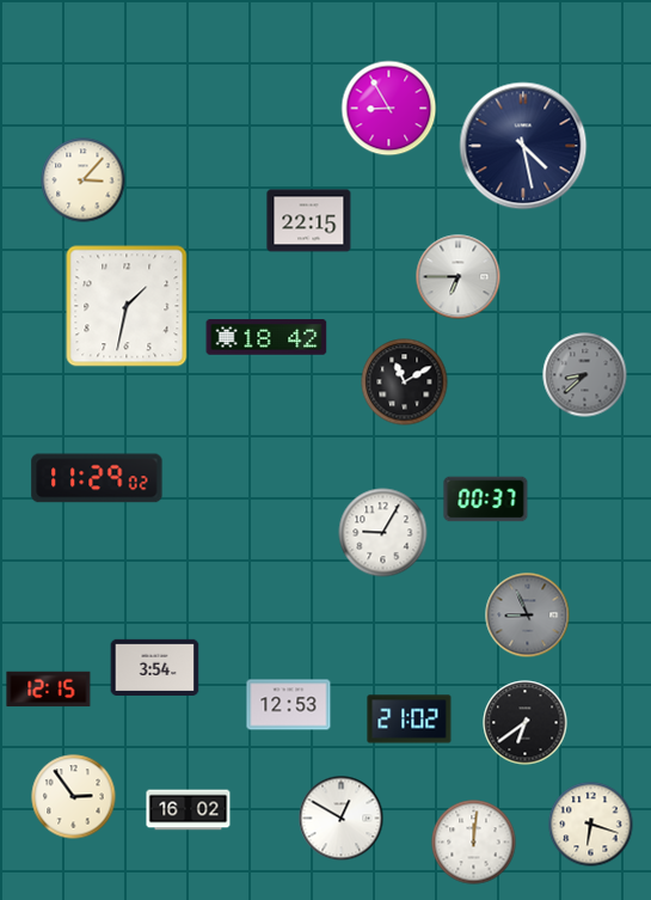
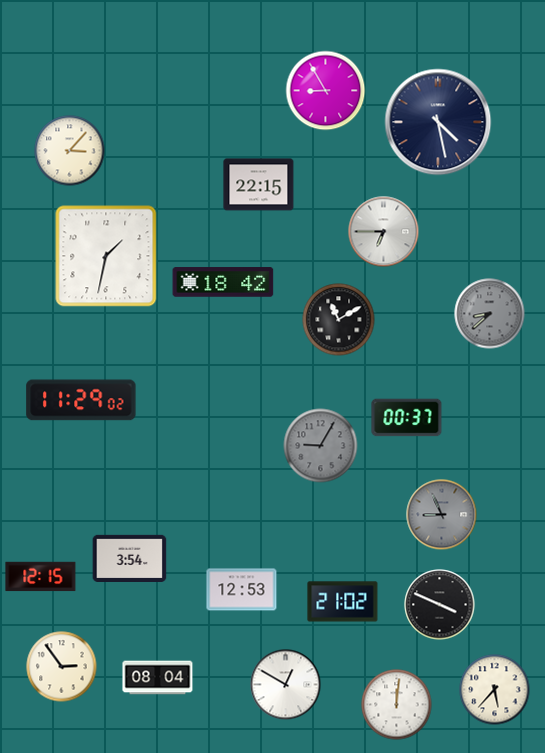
clock at (383, 533) dial: white -> grey
clock at (526, 723): 6:39 -> 3:49
clock at (189, 810): 16:02 -> 08:04
clock at (591, 825): 6:18 -> 5:37
